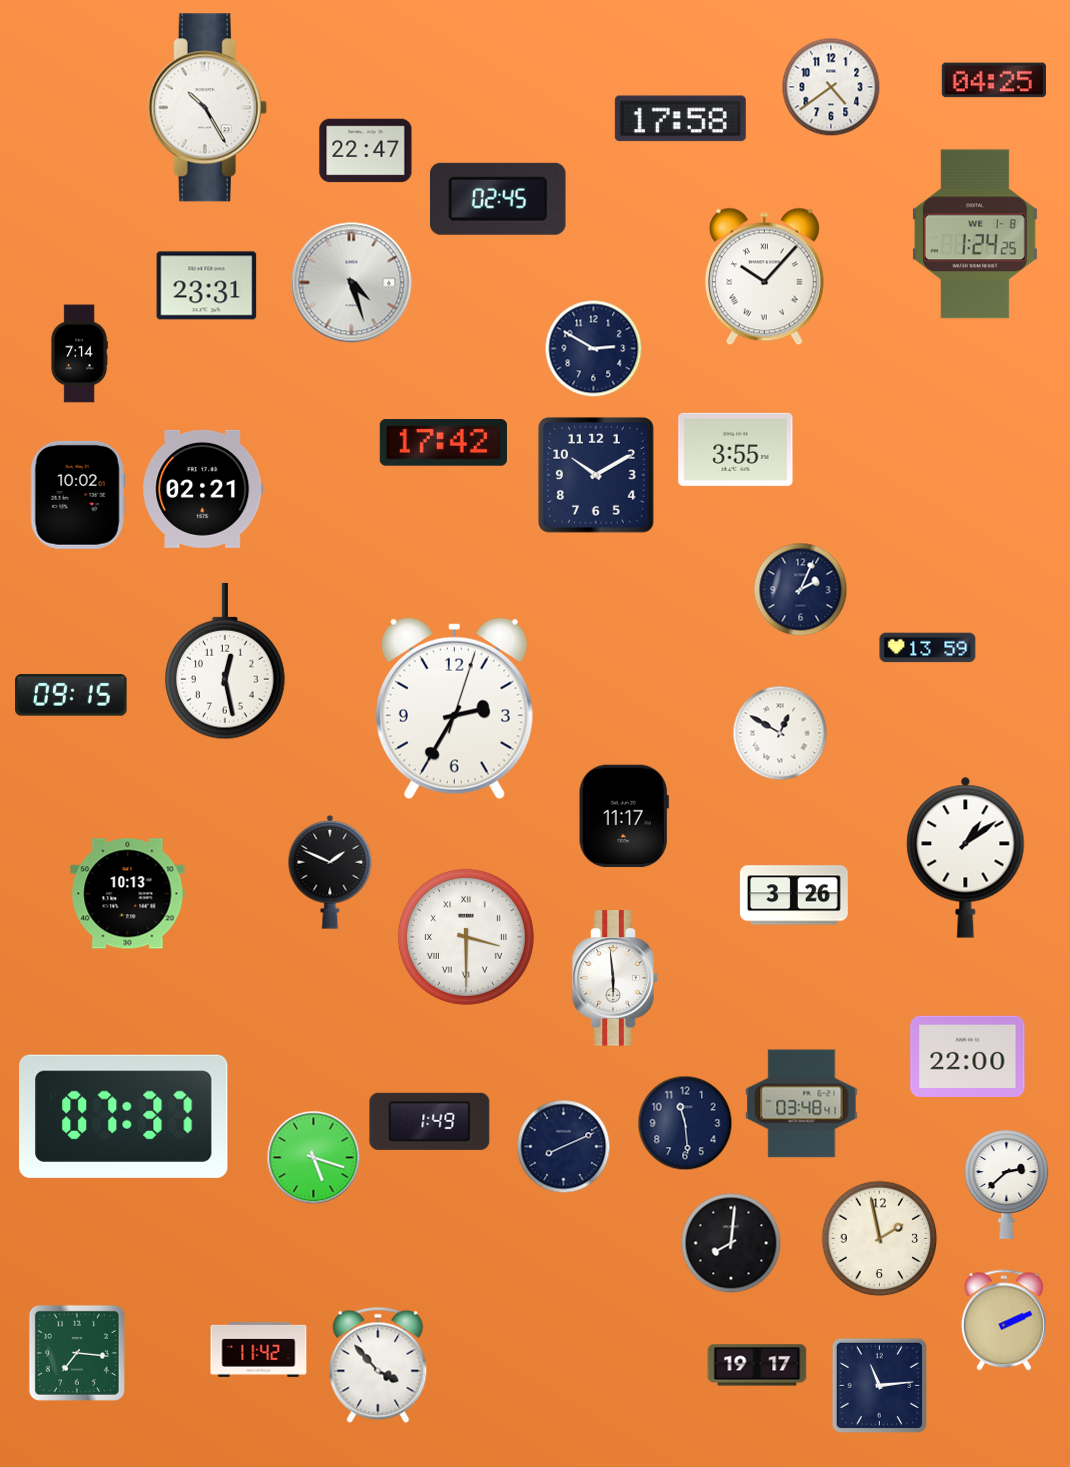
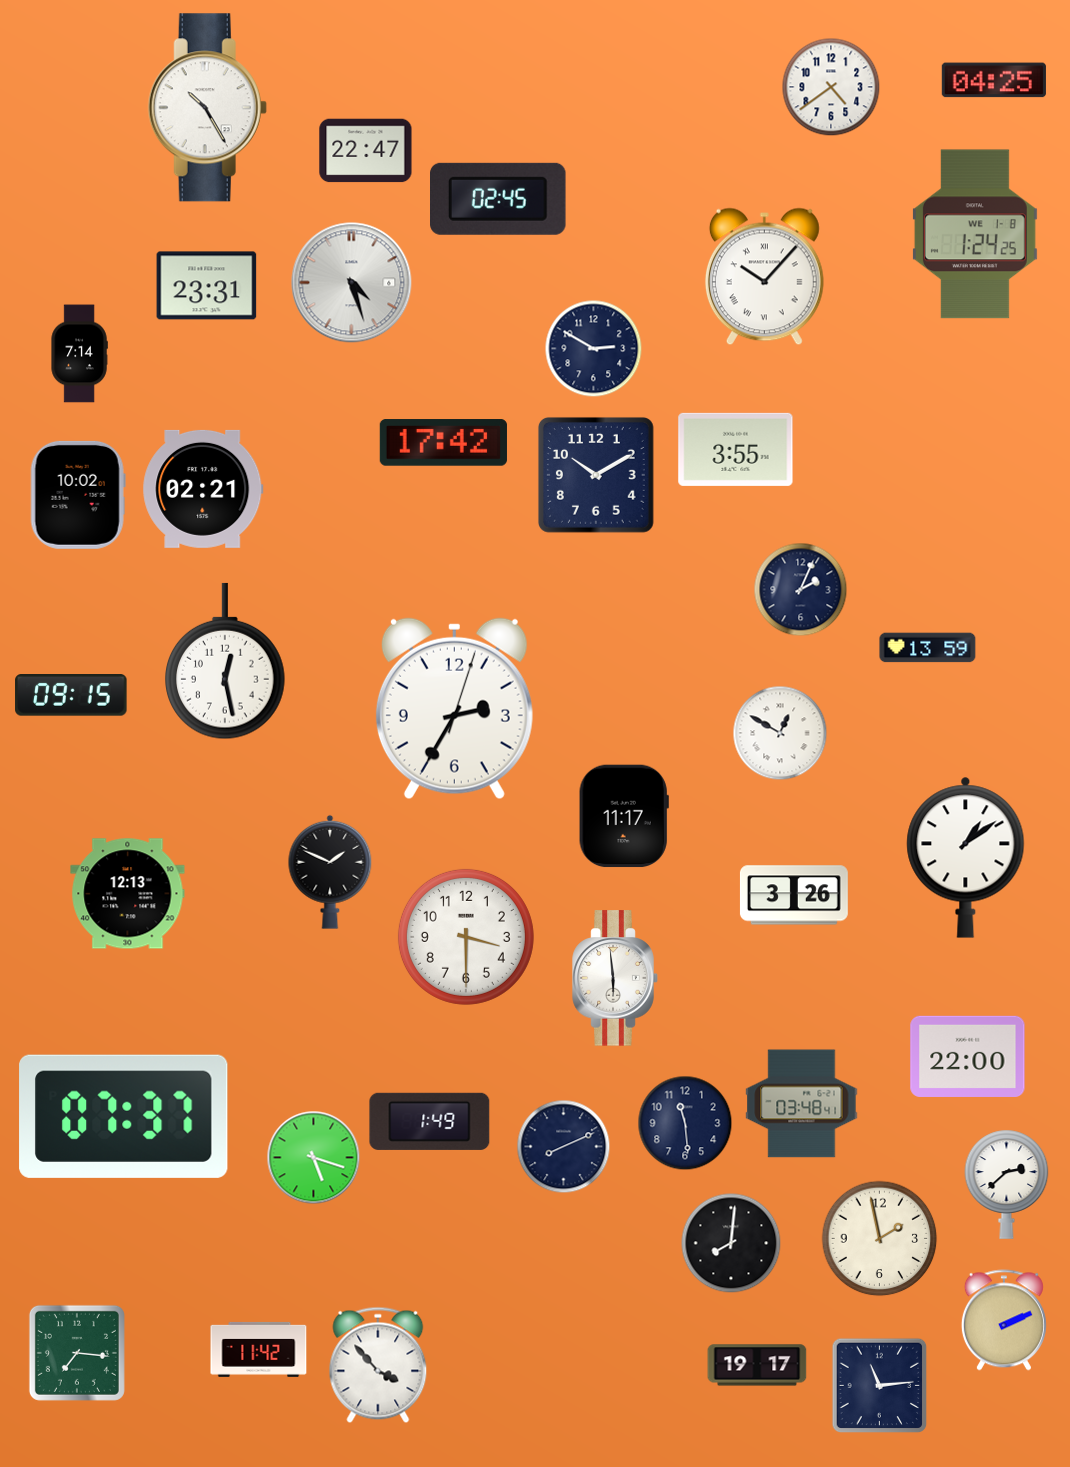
clock at (680, 119): 17:58 -> none
clock at (128, 894): 10:13 -> 12:13
clock at (466, 937) numerals: Roman -> Arabic
